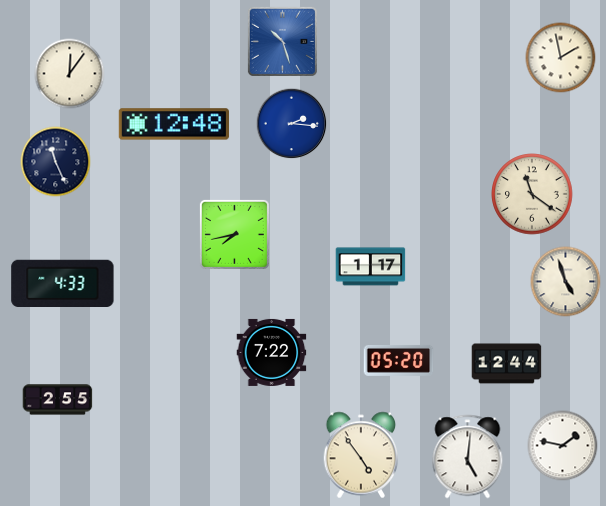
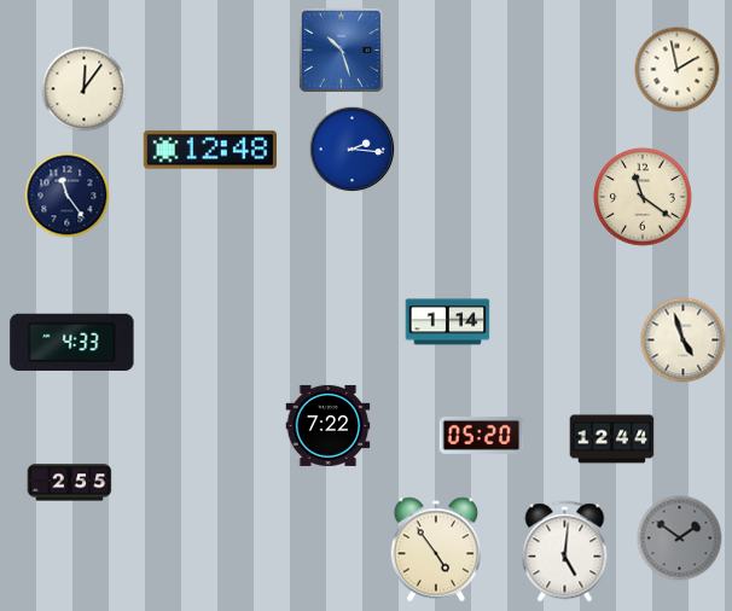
clock at (56, 162): 11:26 -> 11:24
clock at (532, 194) position: (532, 194) -> (643, 197)
clock at (234, 234): 7:43 -> none
clock at (371, 267): 1:17 -> 1:14
clock at (63, 283) position: (63, 283) -> (72, 342)
clock at (563, 446): 1:47 -> 1:51
clock at (563, 446) dial: white -> grey
